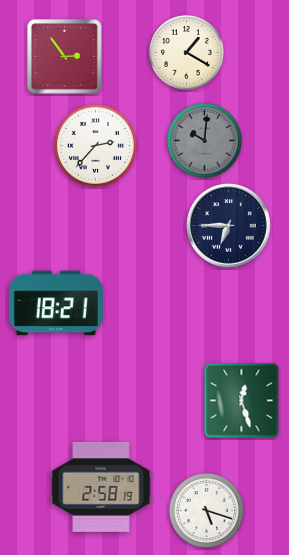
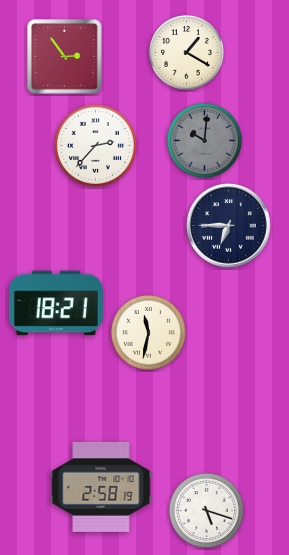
clock at (148, 332): none -> 11:32
clock at (242, 401): 12:27 -> none
